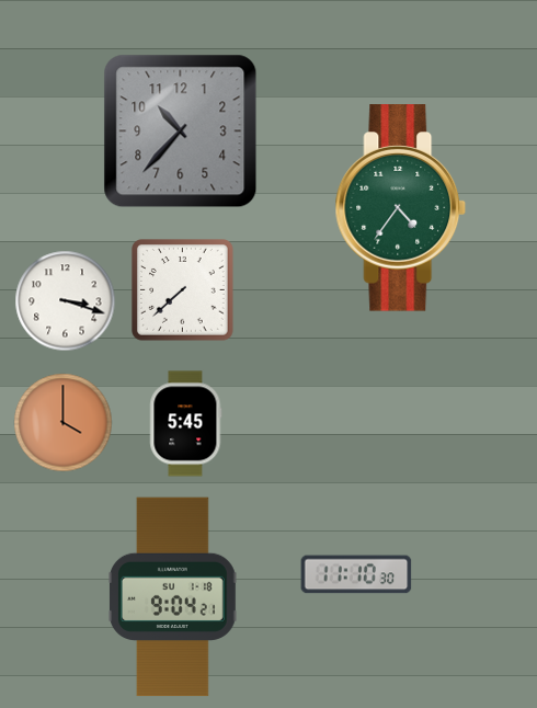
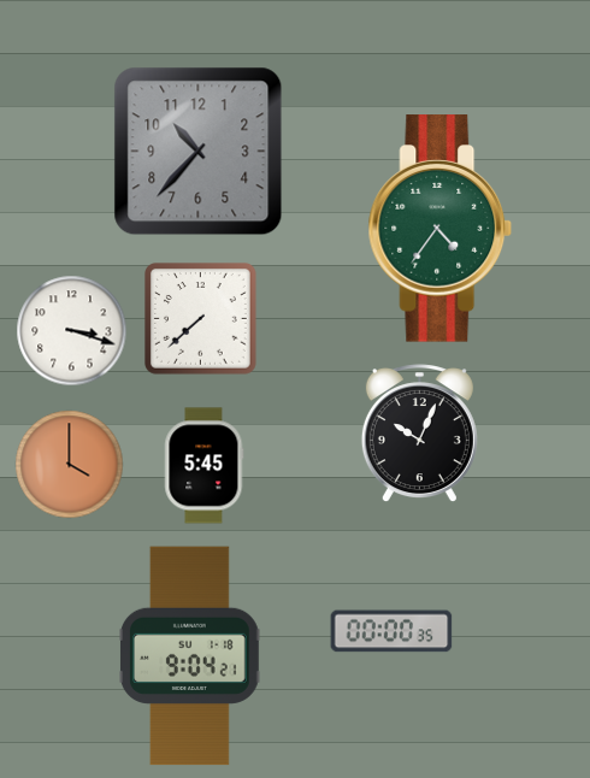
clock at (181, 132) position: (181, 132) -> (199, 152)
clock at (419, 434): none -> 10:04
clock at (356, 574): 11:10 -> 00:00
